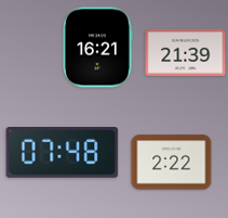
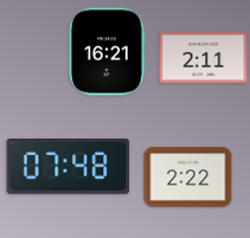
clock at (186, 52): 21:39 -> 2:11
